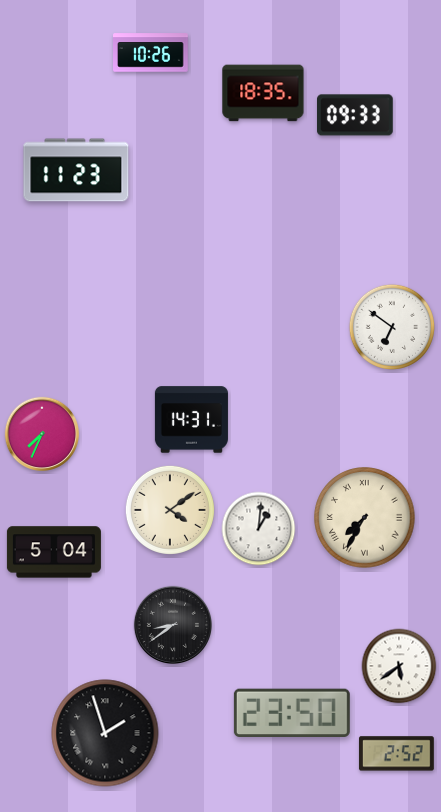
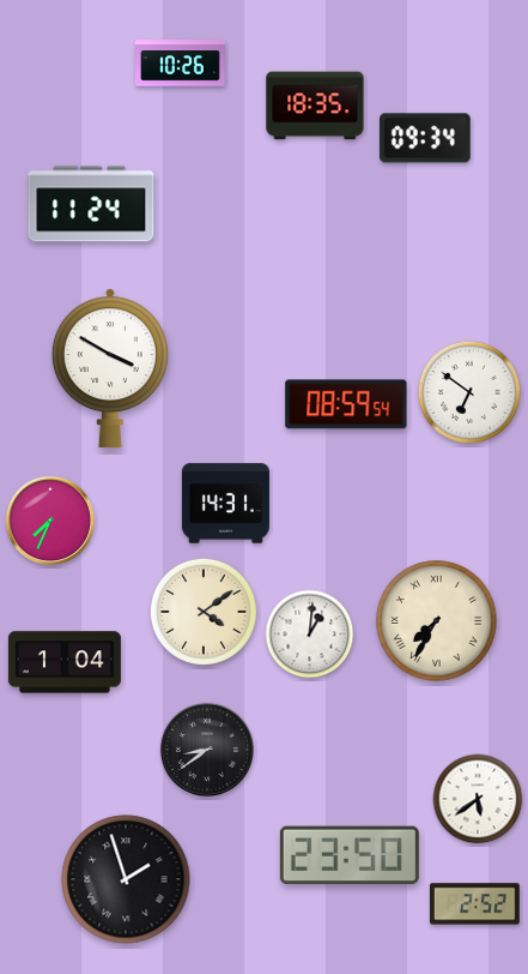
clock at (263, 93) position: (263, 93) -> (315, 106)
clock at (356, 115): 09:33 -> 09:34
clock at (76, 170): 11:23 -> 11:24
clock at (110, 368): none -> 3:50
clock at (346, 404): none -> 08:59
clock at (191, 420) position: (191, 420) -> (225, 504)
clock at (54, 552): 5:04 -> 1:04
